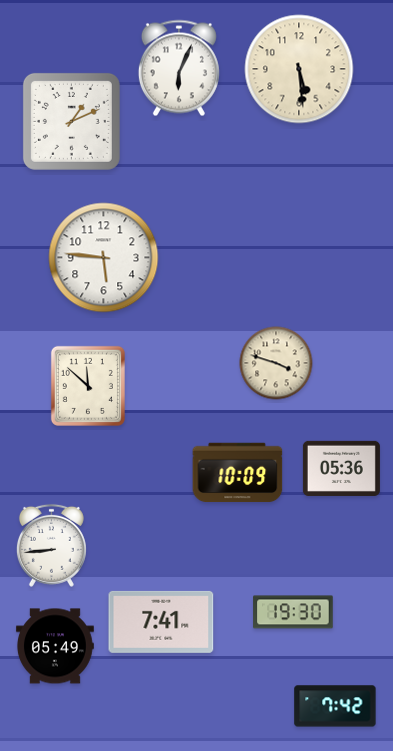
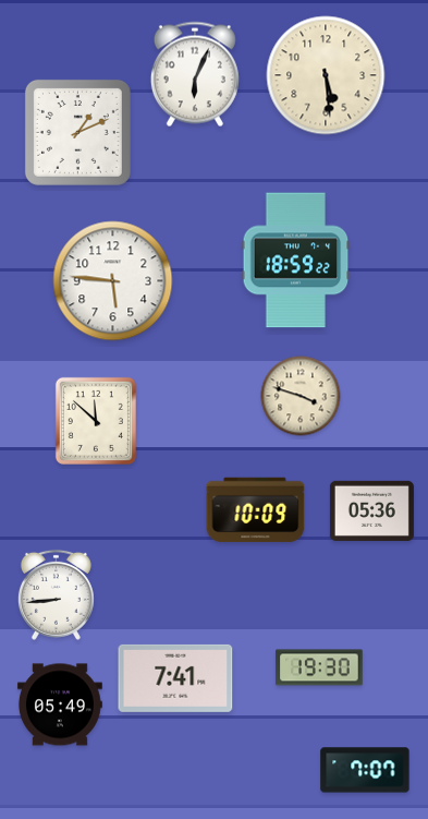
clock at (296, 261): none -> 18:59
clock at (238, 473) position: (238, 473) -> (256, 510)
clock at (335, 706): 7:42 -> 7:07
